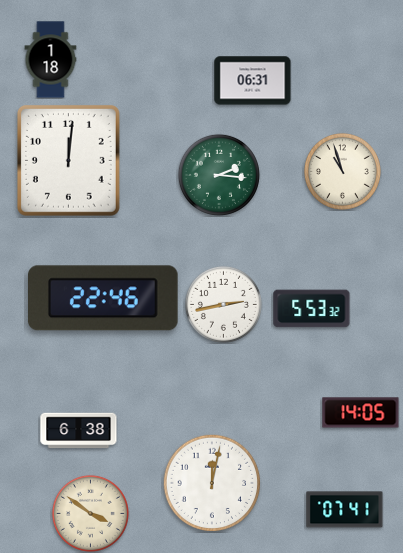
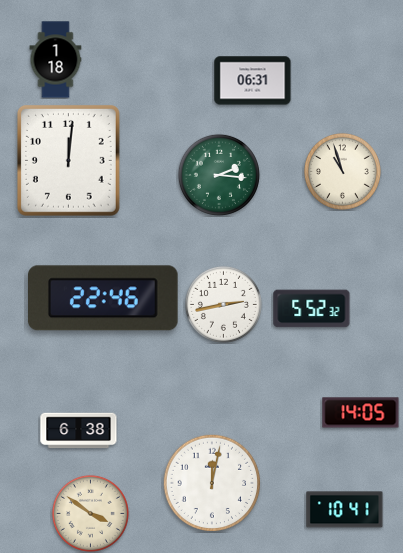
clock at (51, 60) position: (51, 60) -> (56, 60)
clock at (312, 309): 5:53 -> 5:52
clock at (345, 510): 07:41 -> 10:41
